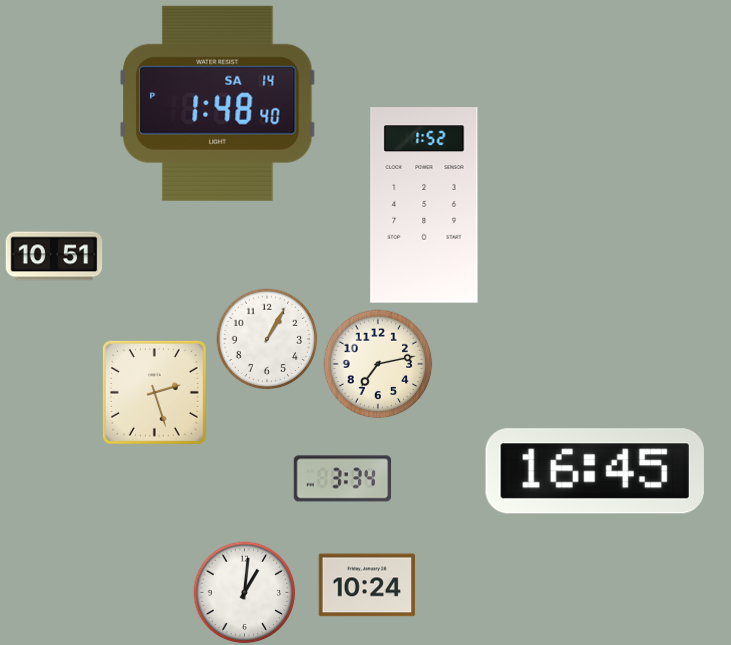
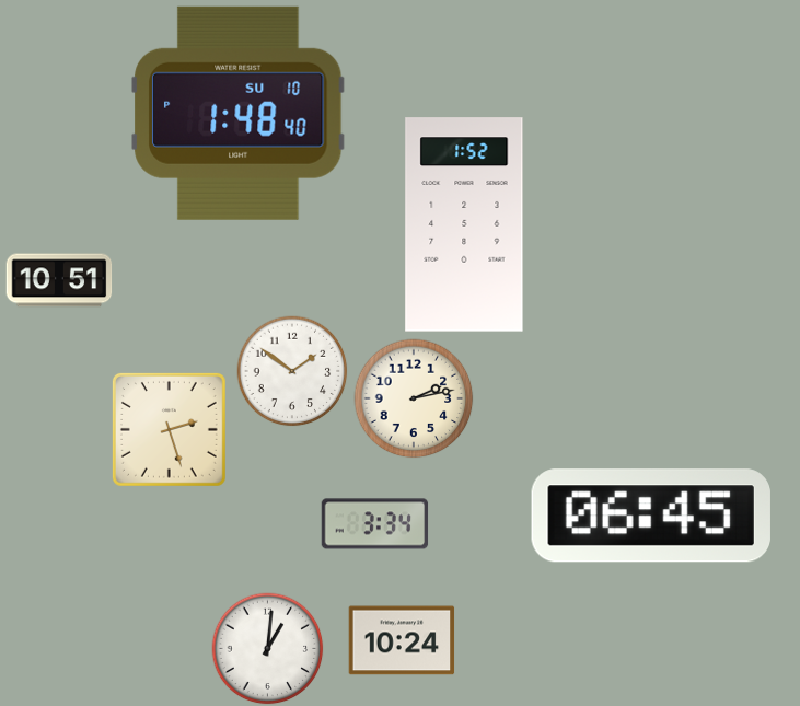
clock at (218, 103) date: SA 14 -> SU 10
clock at (267, 339): 1:05 -> 1:51
clock at (378, 364): 7:13 -> 2:13
clock at (595, 471): 16:45 -> 06:45
